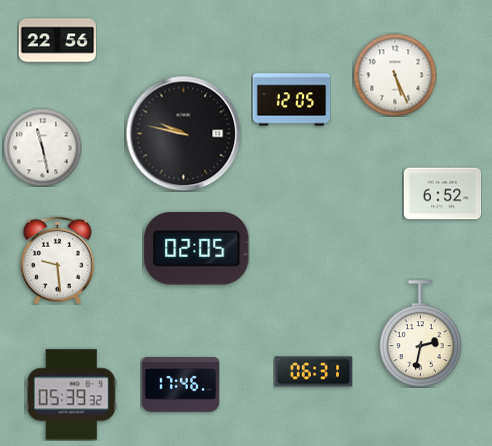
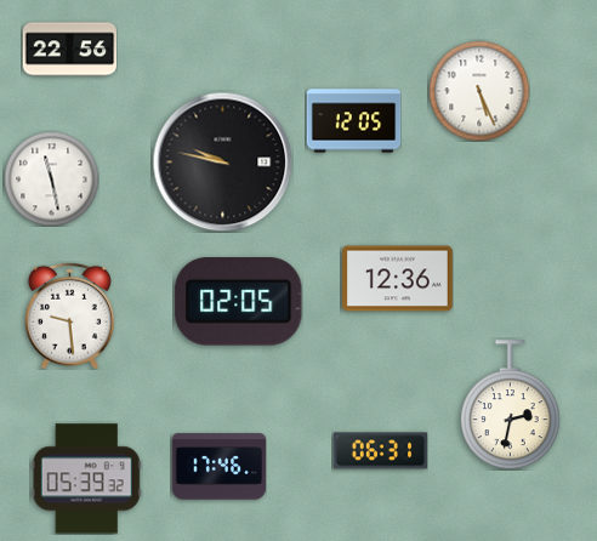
clock at (442, 194): 6:52 -> none
clock at (398, 279): none -> 12:36
